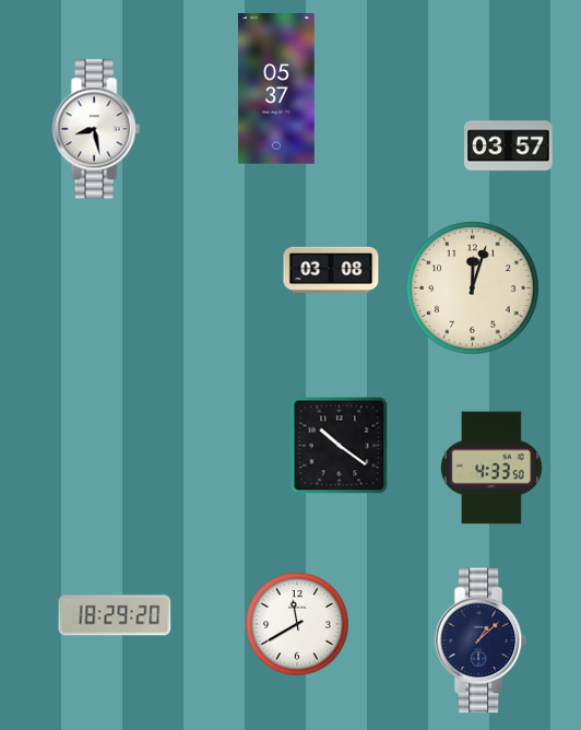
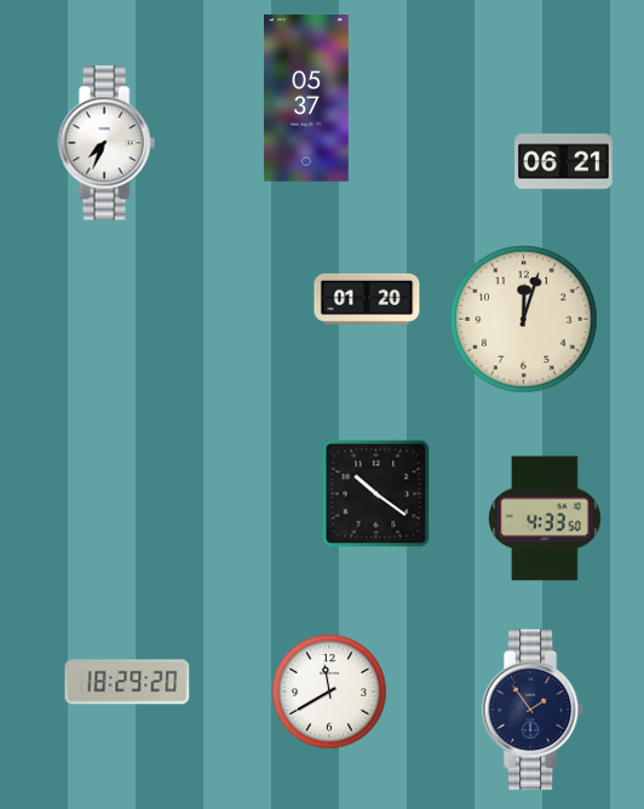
clock at (96, 129): 8:28 -> 7:34
clock at (509, 146): 03:57 -> 06:21
clock at (331, 270): 03:08 -> 01:20
clock at (481, 640): 1:08 -> 1:54
